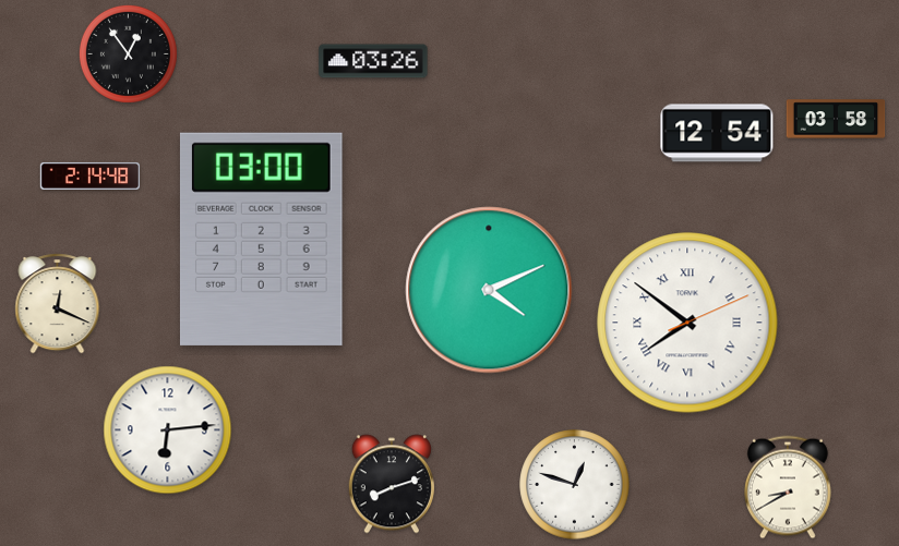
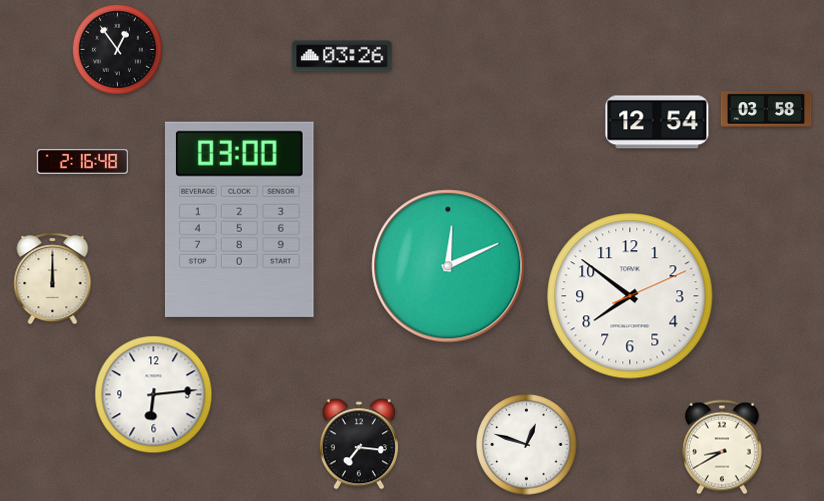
clock at (91, 175): 2:14 -> 2:16
clock at (489, 290): 4:11 -> 12:11
clock at (58, 304): 12:19 -> 12:00
clock at (687, 323) numerals: Roman -> Arabic
clock at (392, 484): 8:12 -> 7:16
